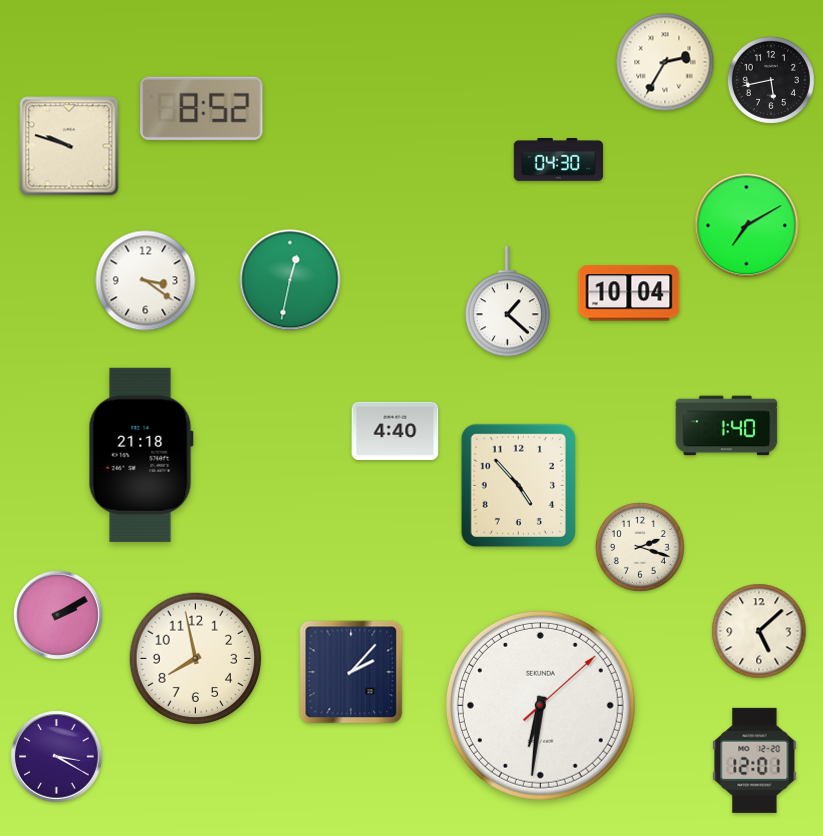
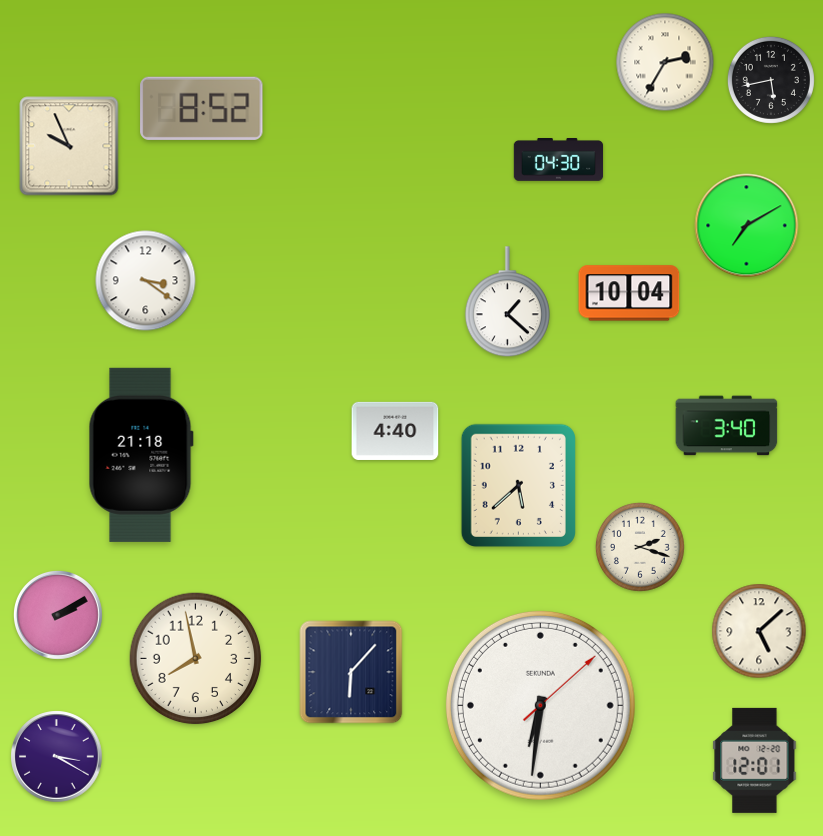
clock at (69, 146): 9:48 -> 9:56
clock at (290, 280): 12:32 -> none
clock at (727, 426): 1:40 -> 3:40
clock at (518, 485): 4:53 -> 5:38
clock at (351, 672): 2:07 -> 6:07
